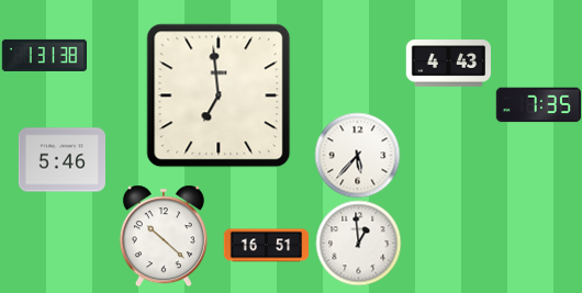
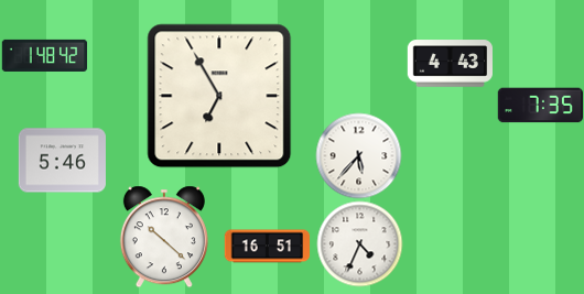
clock at (44, 55): 1:31 -> 1:48
clock at (219, 95): 6:59 -> 6:55
clock at (358, 243): 12:59 -> 4:34
